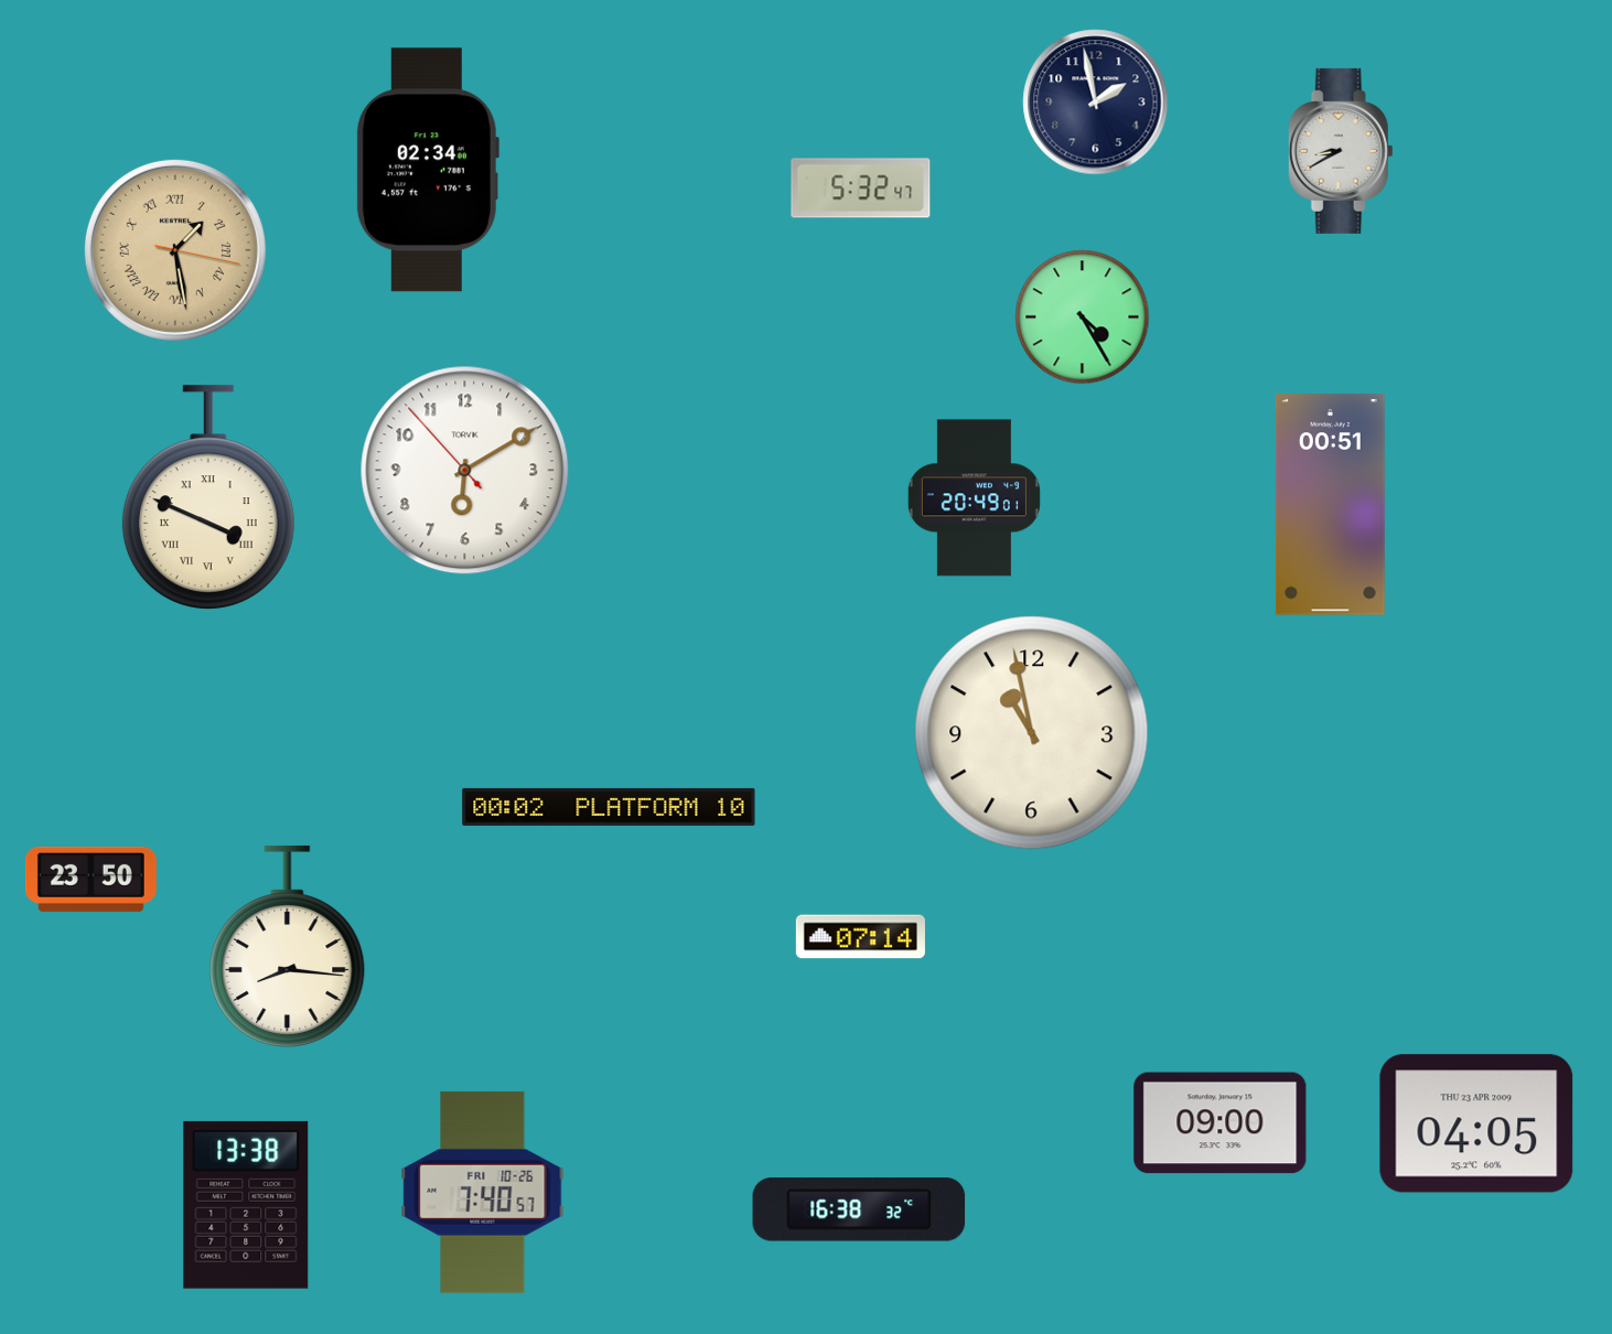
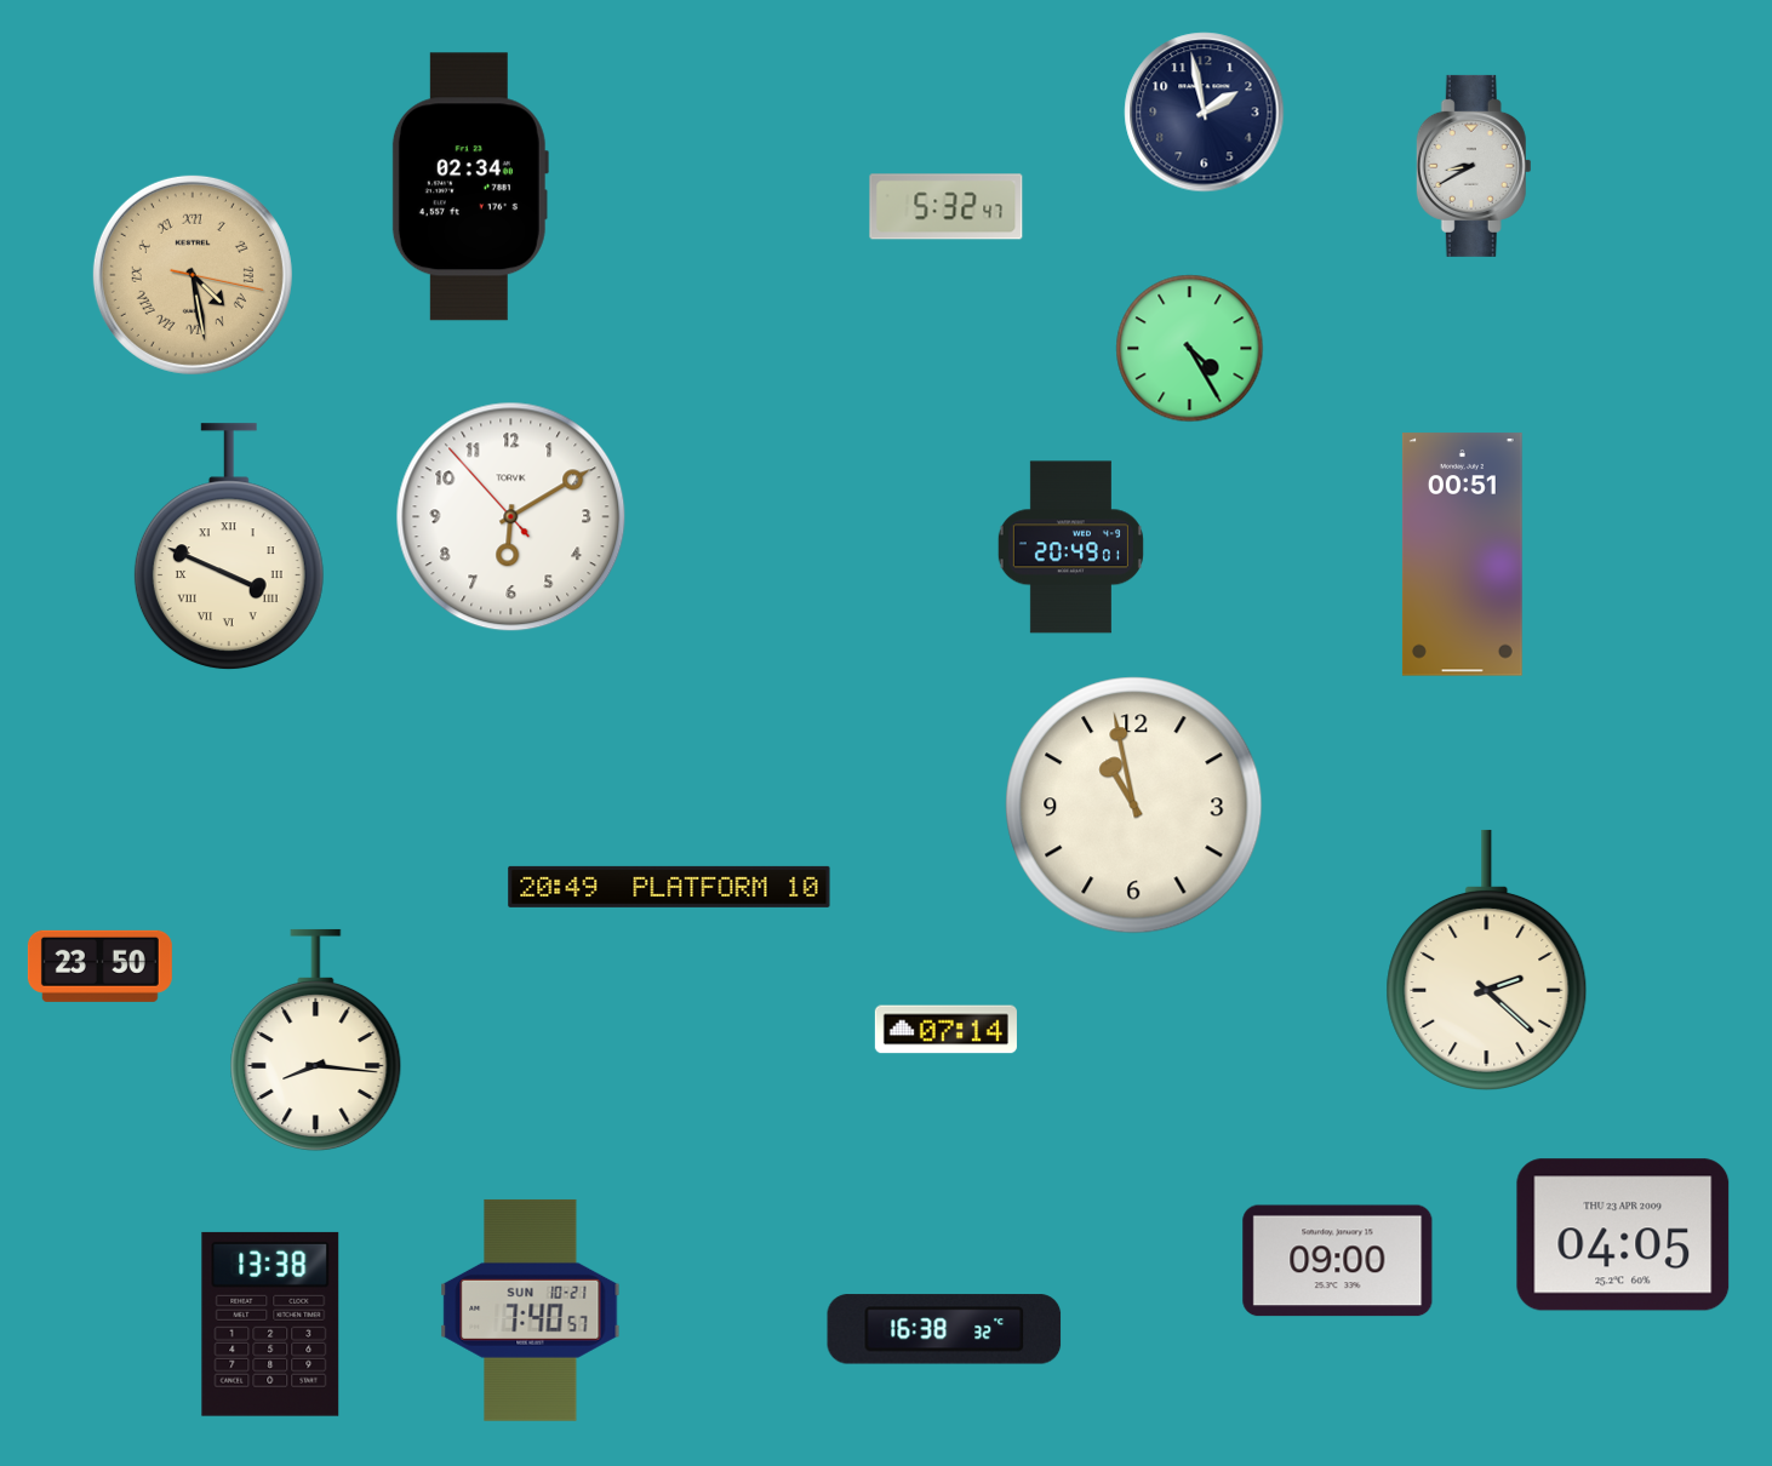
clock at (175, 250): 1:28 -> 4:28
clock at (609, 807): 00:02 -> 20:49
clock at (1487, 960): none -> 2:22
clock at (1221, 1123) position: (1221, 1123) -> (1338, 1261)
clock at (483, 1192) date: FRI 10-26 -> SUN 10-21
